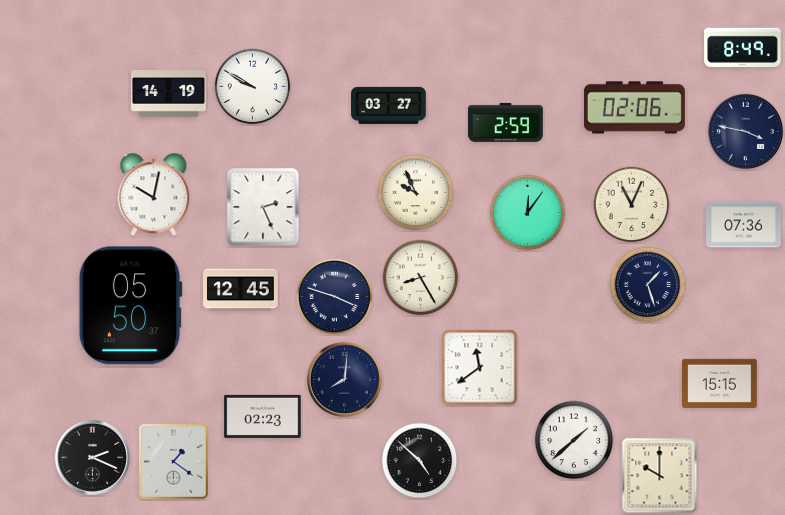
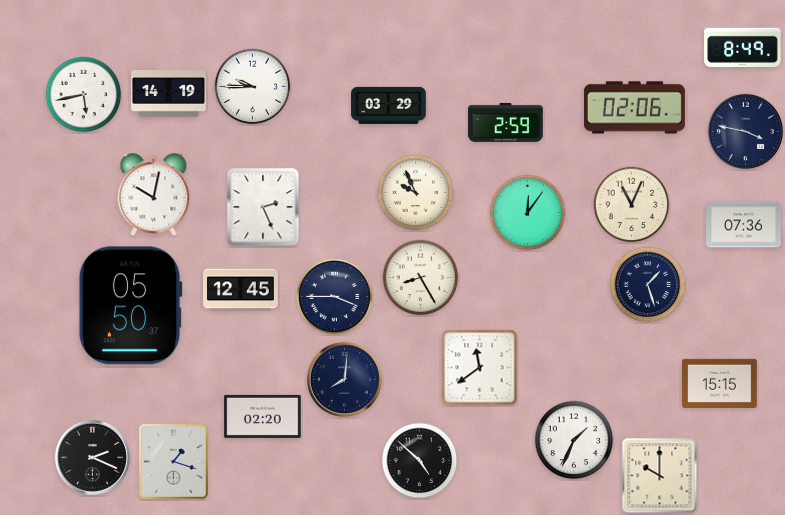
clock at (253, 87): 9:50 -> 9:45
clock at (84, 95): none -> 5:43
clock at (389, 105): 03:27 -> 03:29
clock at (335, 297): 3:48 -> 3:45
clock at (263, 416): 02:23 -> 02:20
clock at (574, 440): 1:38 -> 1:34
clock at (174, 462): 1:21 -> 1:18
